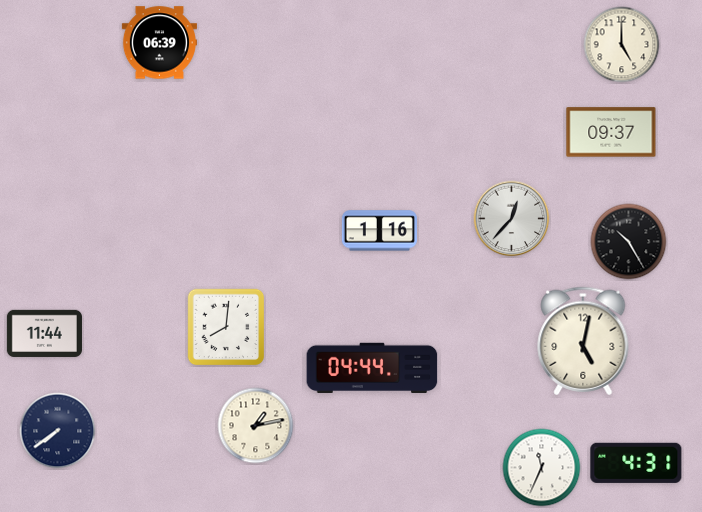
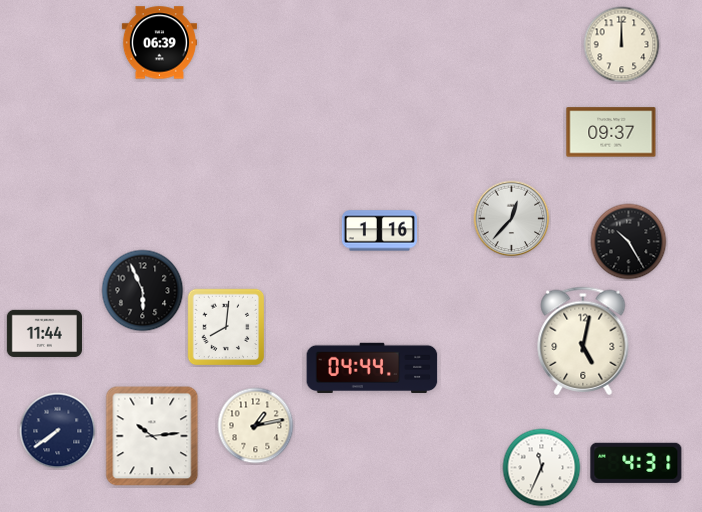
clock at (622, 45): 5:00 -> 12:00
clock at (143, 291): none -> 5:56
clock at (152, 436): none -> 10:14
